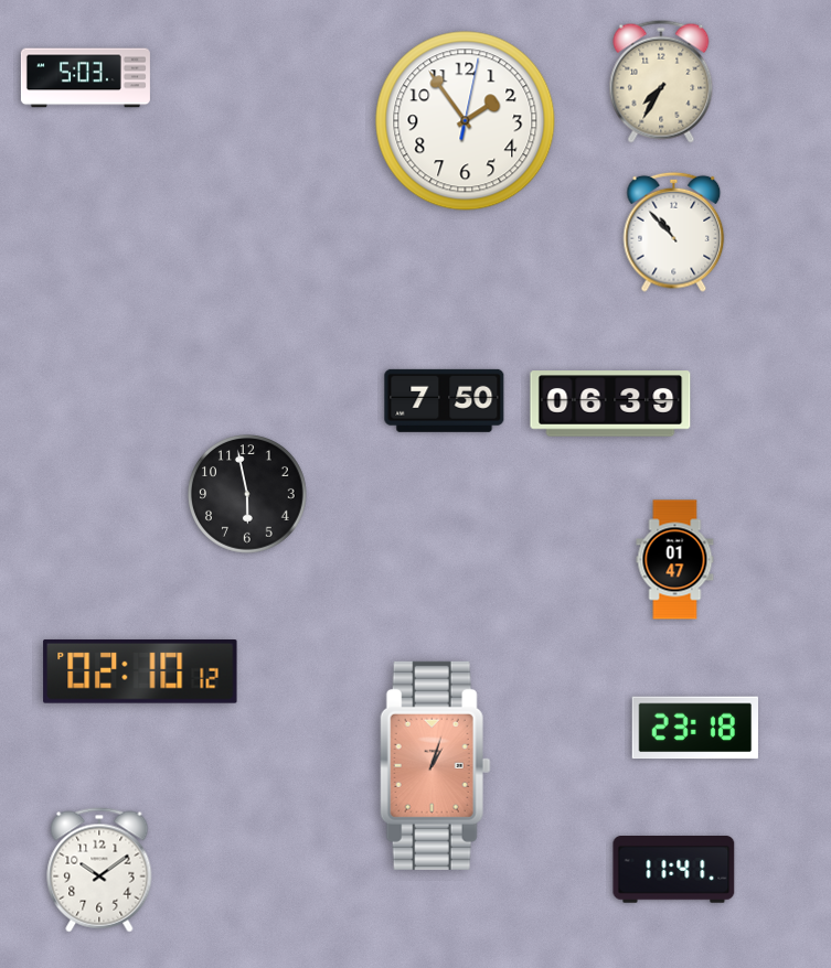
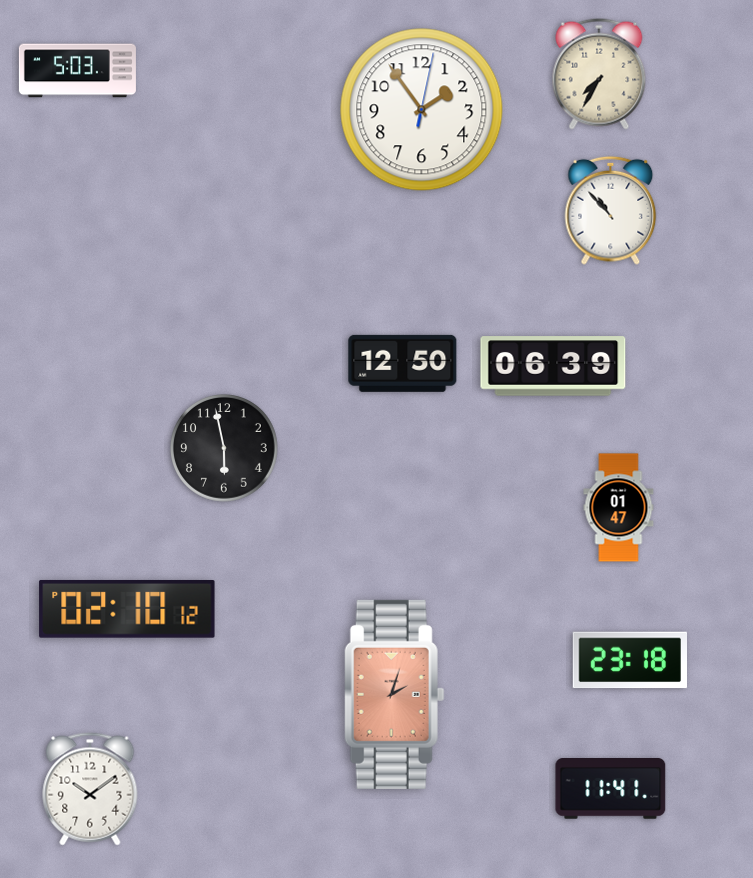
clock at (445, 400): 7:50 -> 12:50
clock at (675, 560) position: (675, 560) -> (619, 508)
clock at (435, 765): 1:03 -> 2:03
